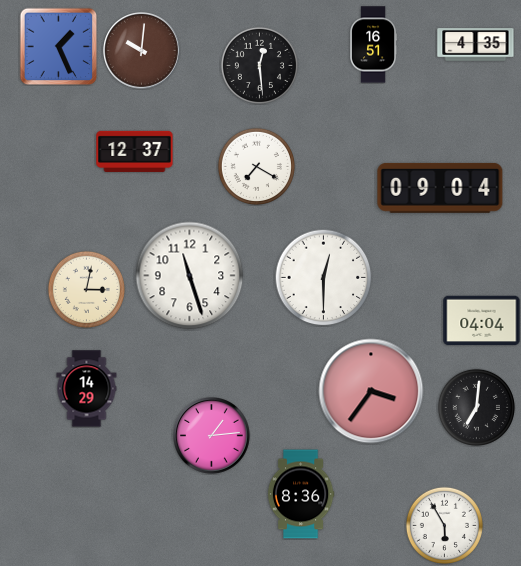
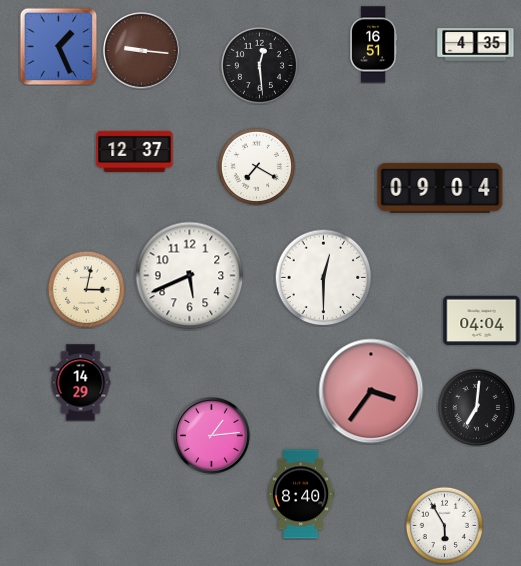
clock at (142, 51): 10:01 -> 9:16
clock at (190, 276): 11:27 -> 5:41
clock at (87, 389) position: (87, 389) -> (81, 383)
clock at (301, 494): 8:36 -> 8:40
